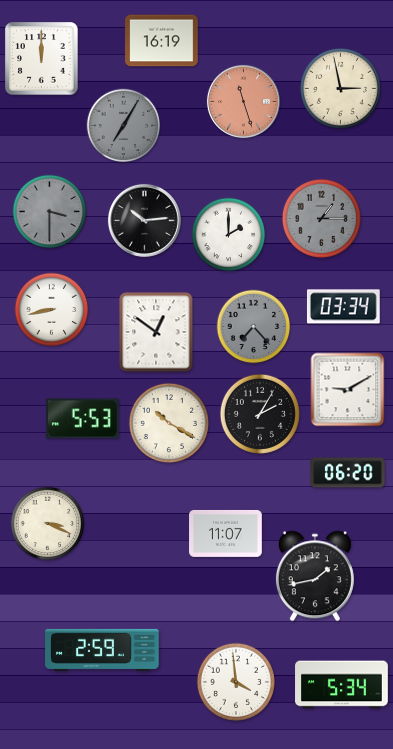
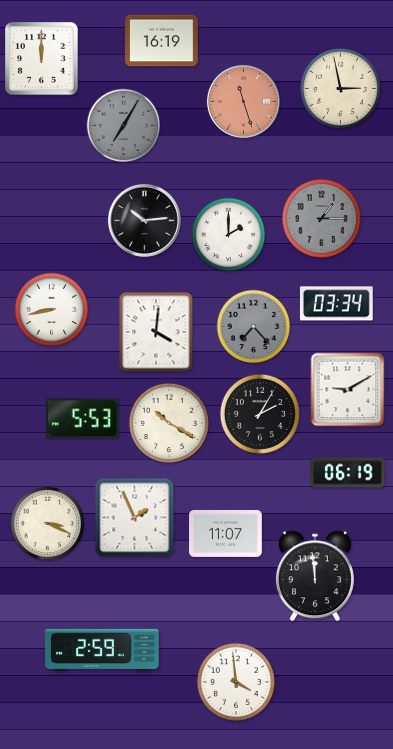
clock at (50, 212): 3:30 -> none
clock at (343, 307) position: (343, 307) -> (336, 304)
clock at (156, 332): 12:51 -> 4:01
clock at (348, 473): 06:20 -> 06:19
clock at (135, 518): none -> 1:56
clock at (315, 576): 1:43 -> 11:59
clock at (342, 685): 5:34 -> none
